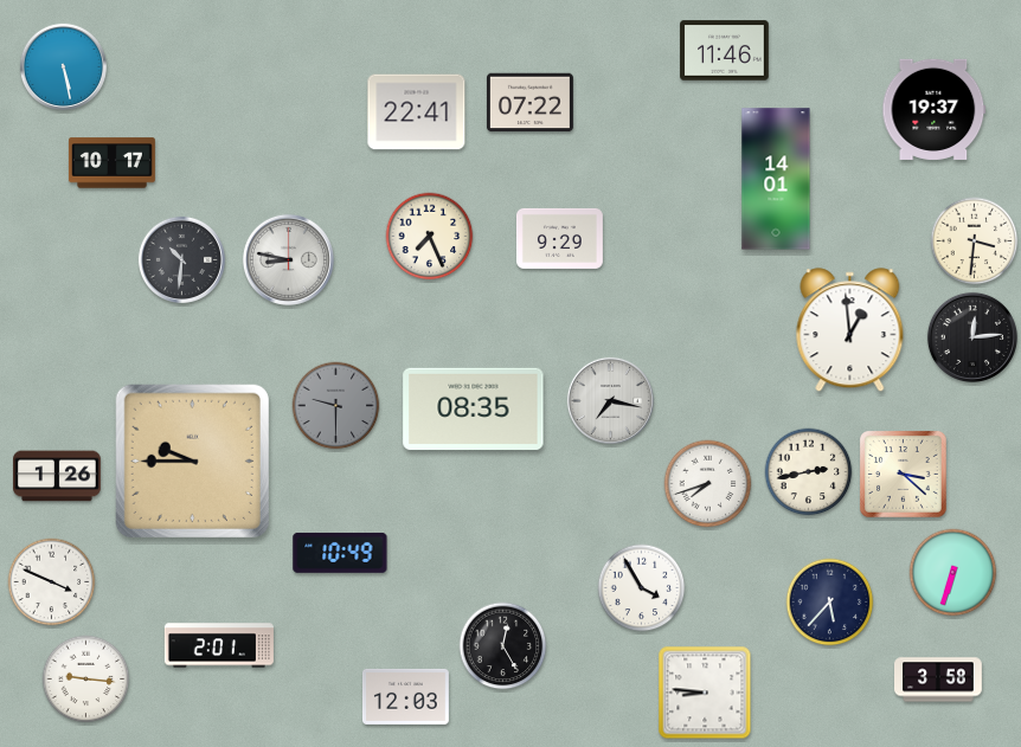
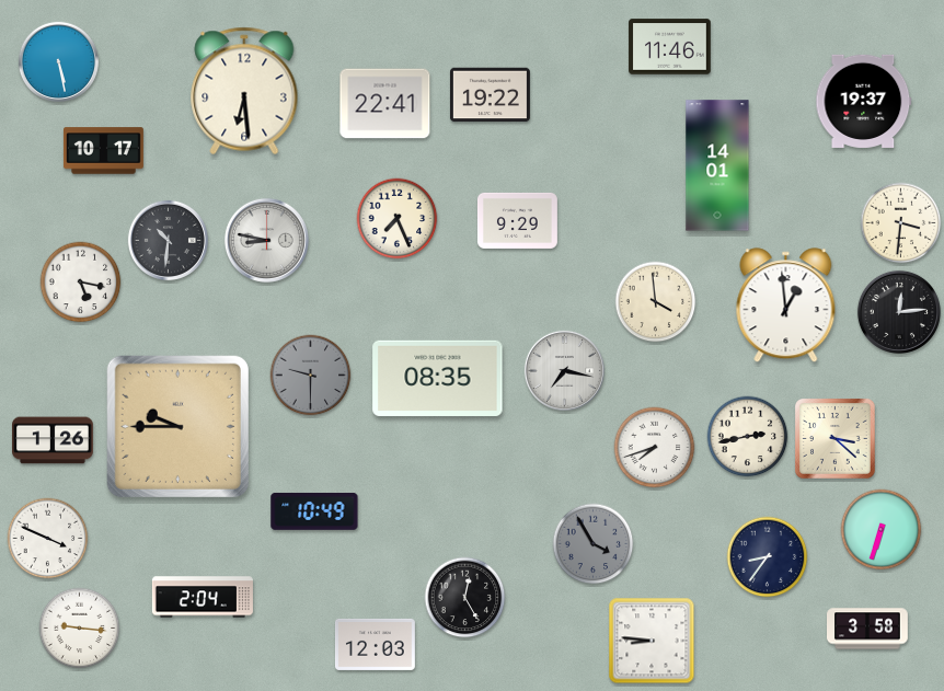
clock at (244, 91): none -> 6:29
clock at (529, 103): 07:22 -> 19:22
clock at (81, 283): none -> 5:17
clock at (656, 302): none -> 3:59
clock at (642, 588) dial: white -> grey
clock at (830, 603): 5:37 -> 8:36
clock at (219, 645): 2:01 -> 2:04
